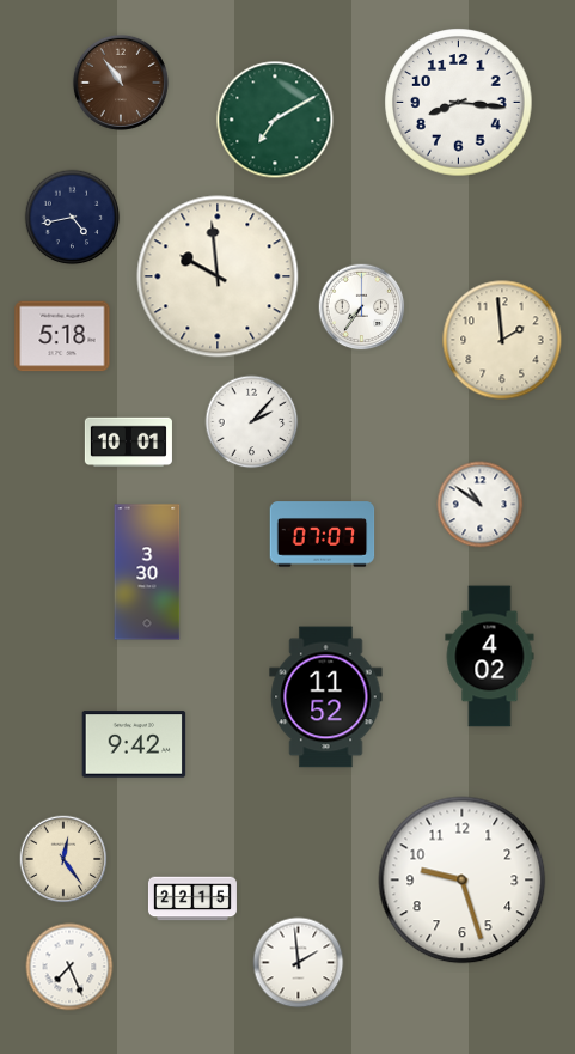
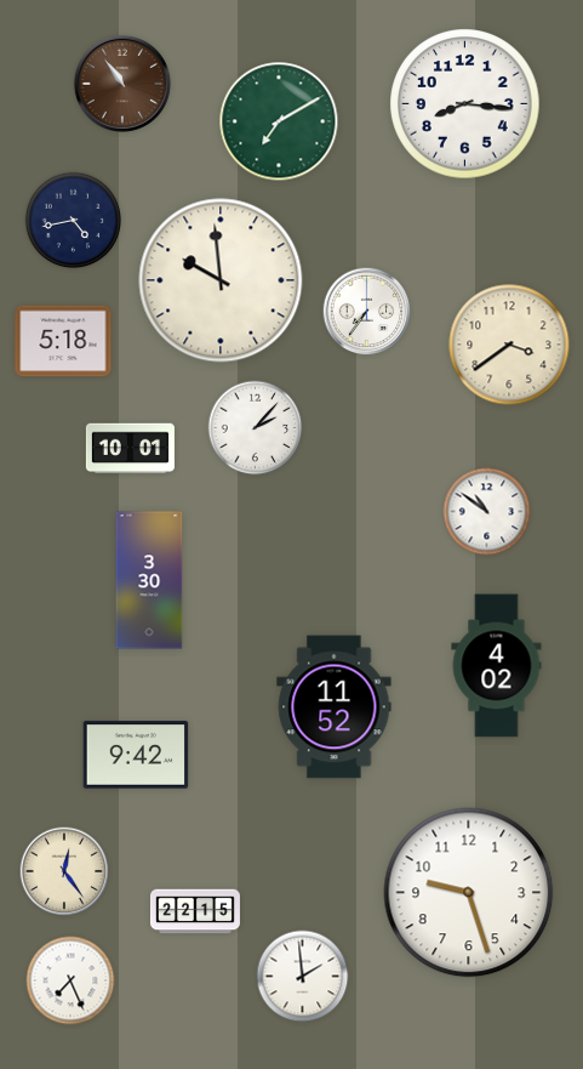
clock at (502, 340): 1:59 -> 3:39
clock at (323, 535): 07:07 -> none
clock at (326, 697) position: (326, 697) -> (335, 707)
